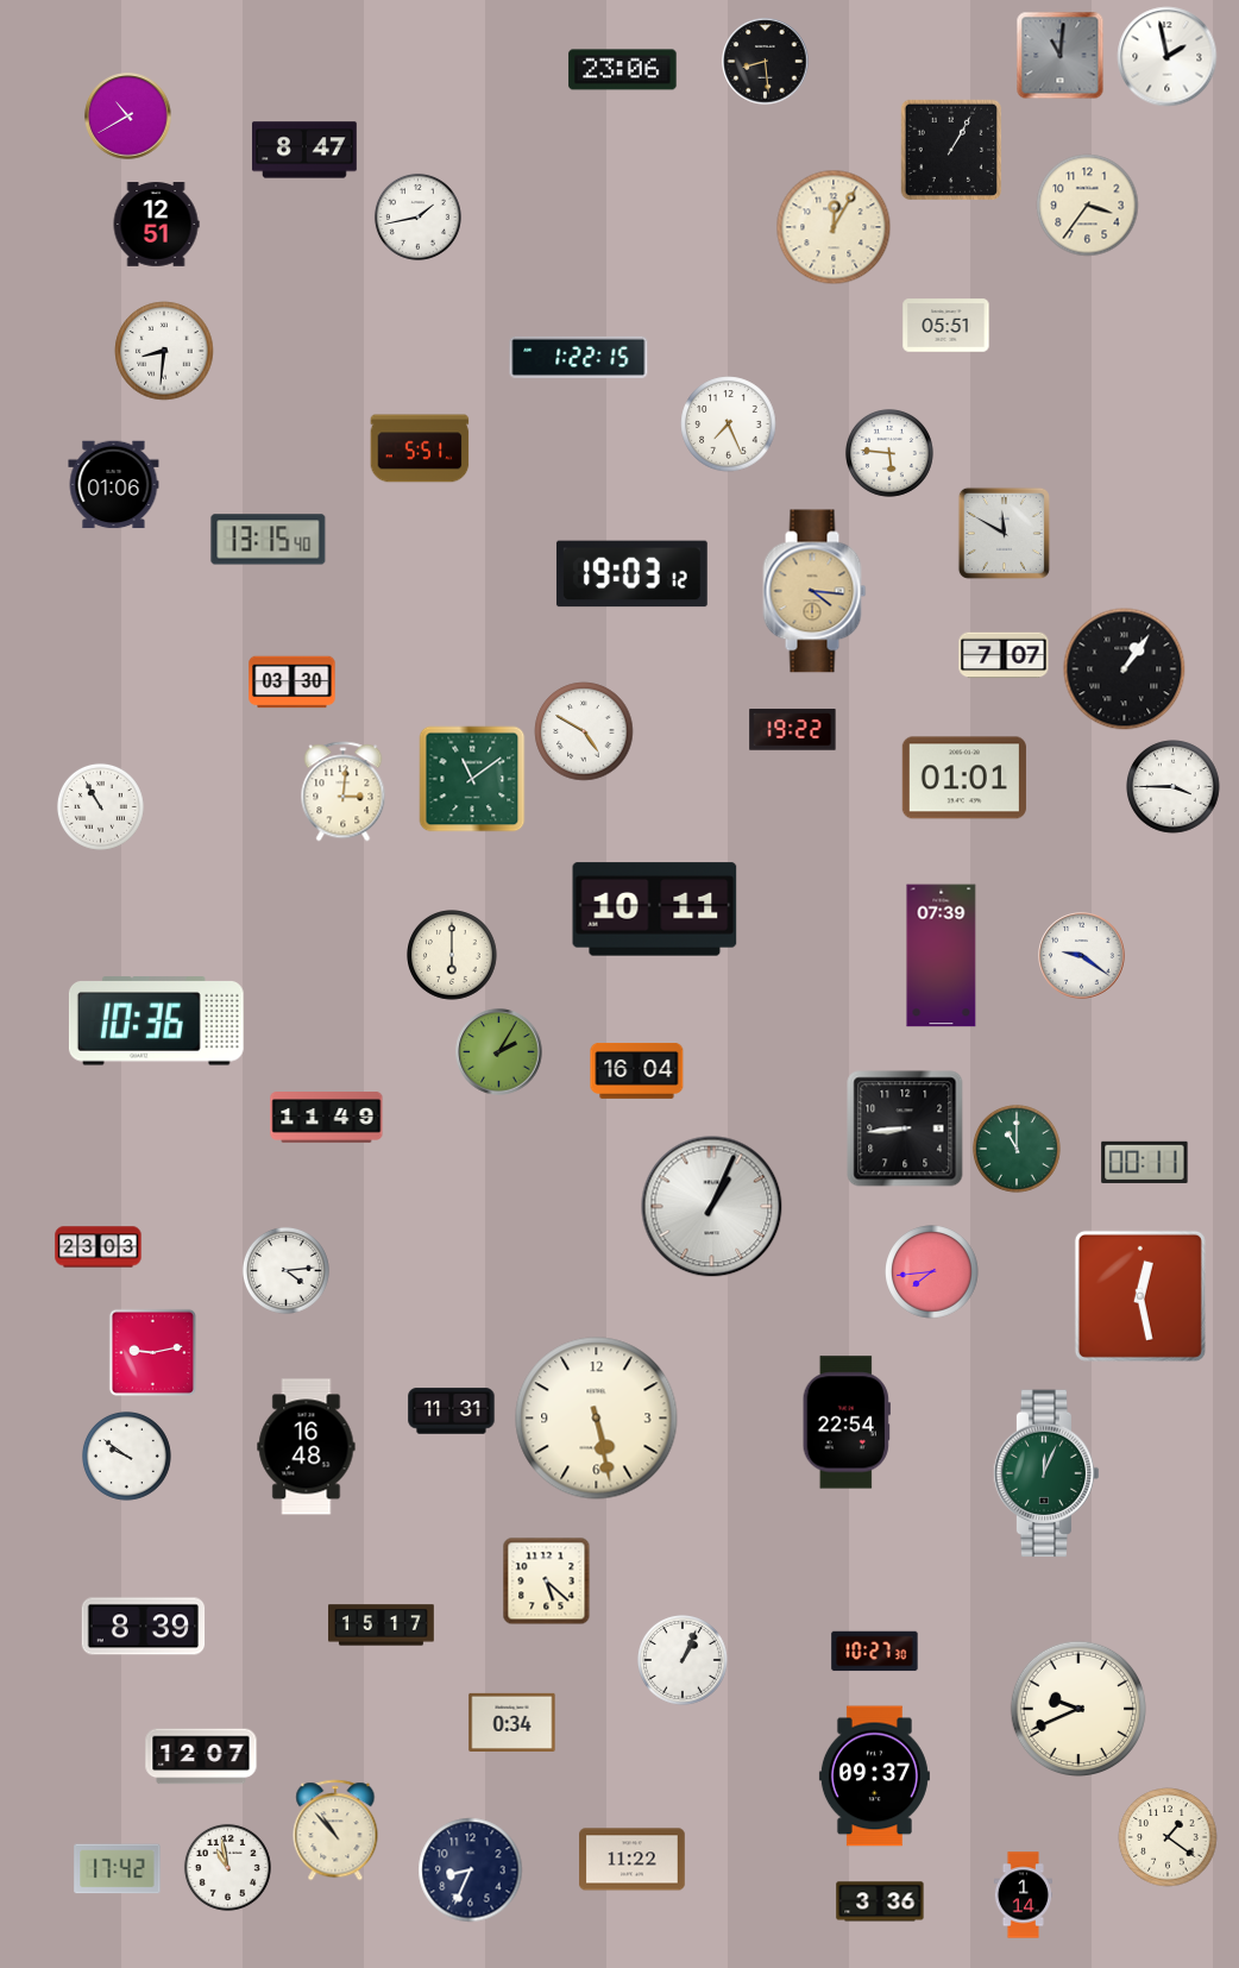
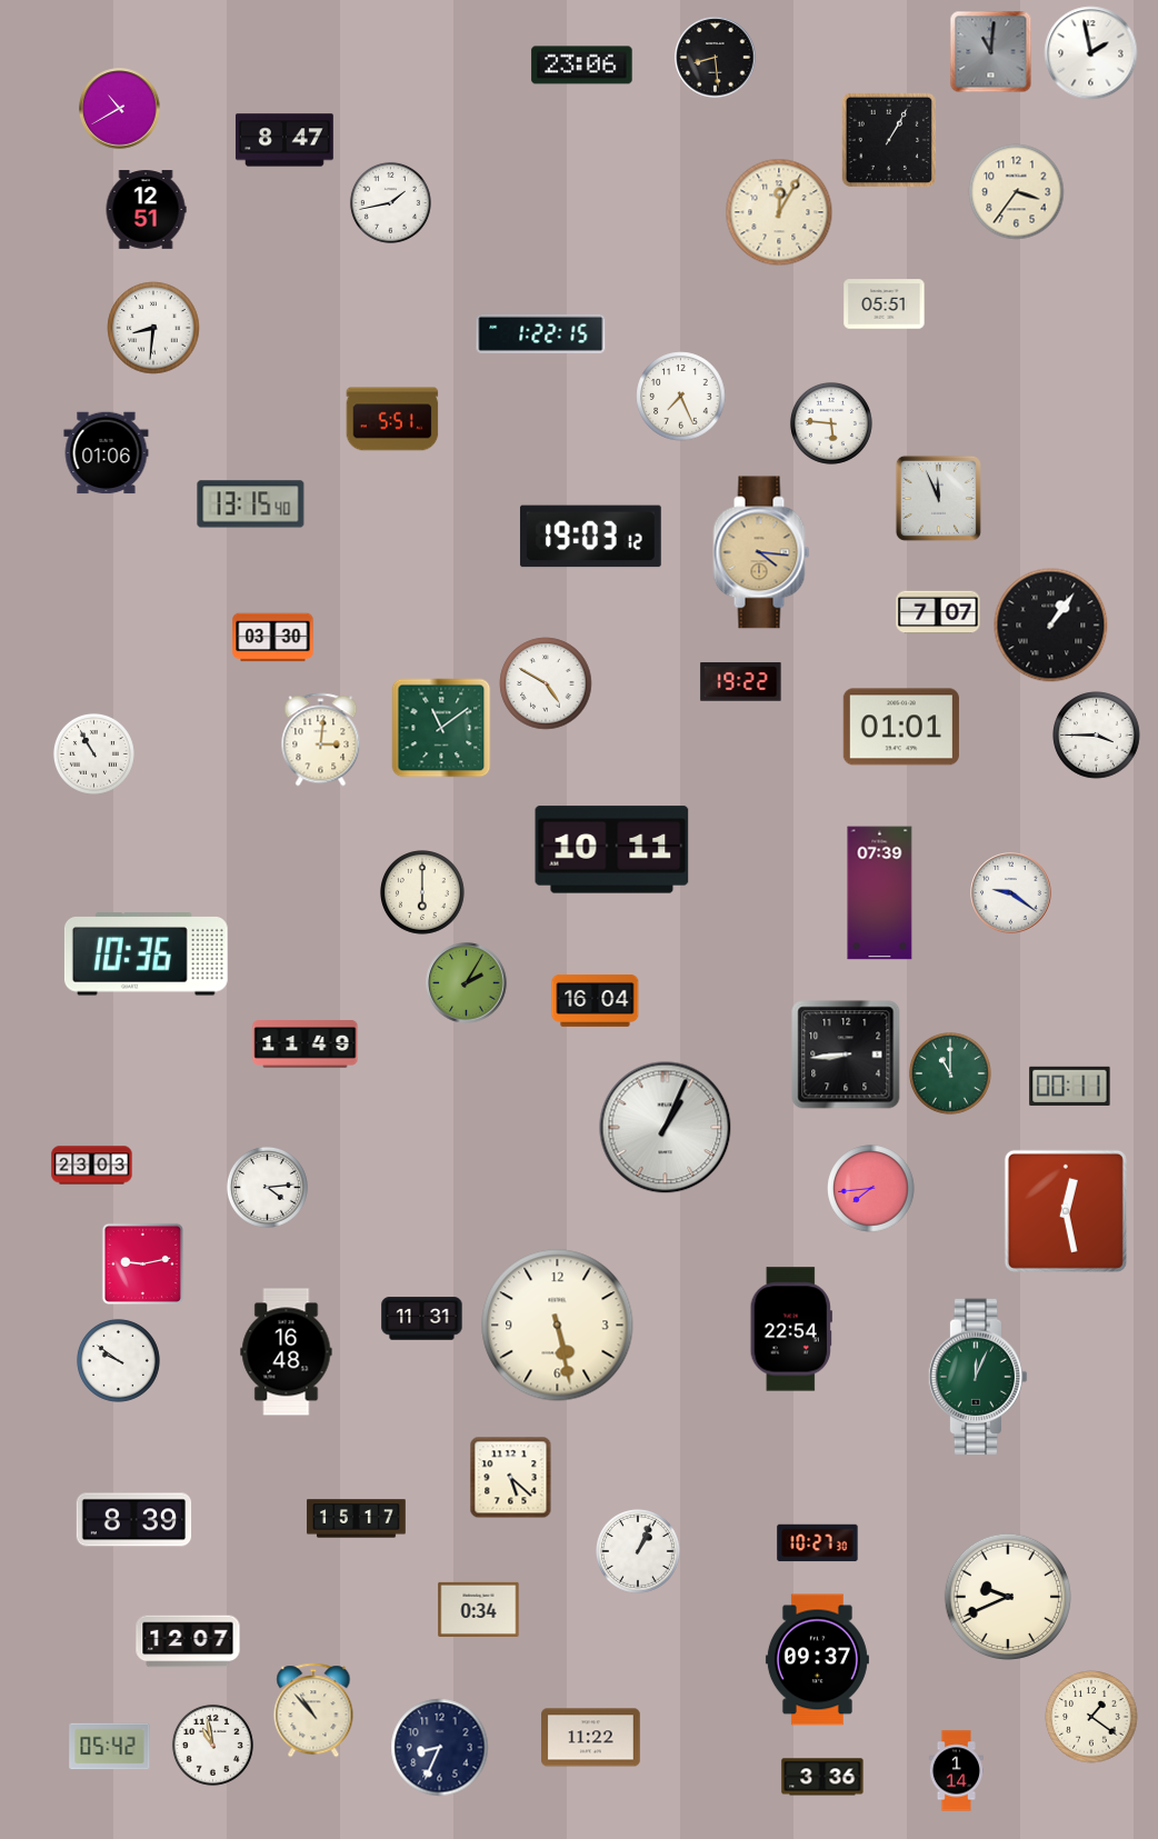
clock at (1004, 533): 11:50 -> 11:56
clock at (118, 1869): 17:42 -> 05:42
